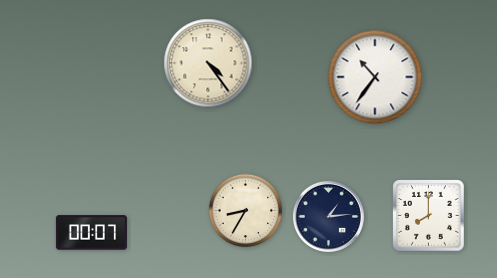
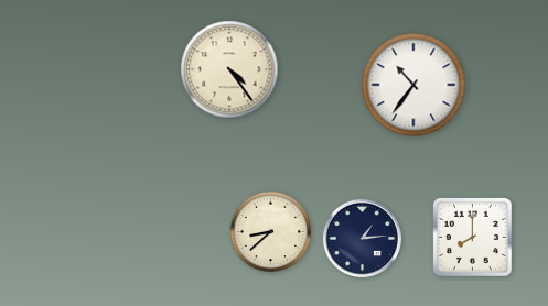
clock at (246, 211): 8:35 -> 8:38
clock at (91, 233): 00:07 -> none
